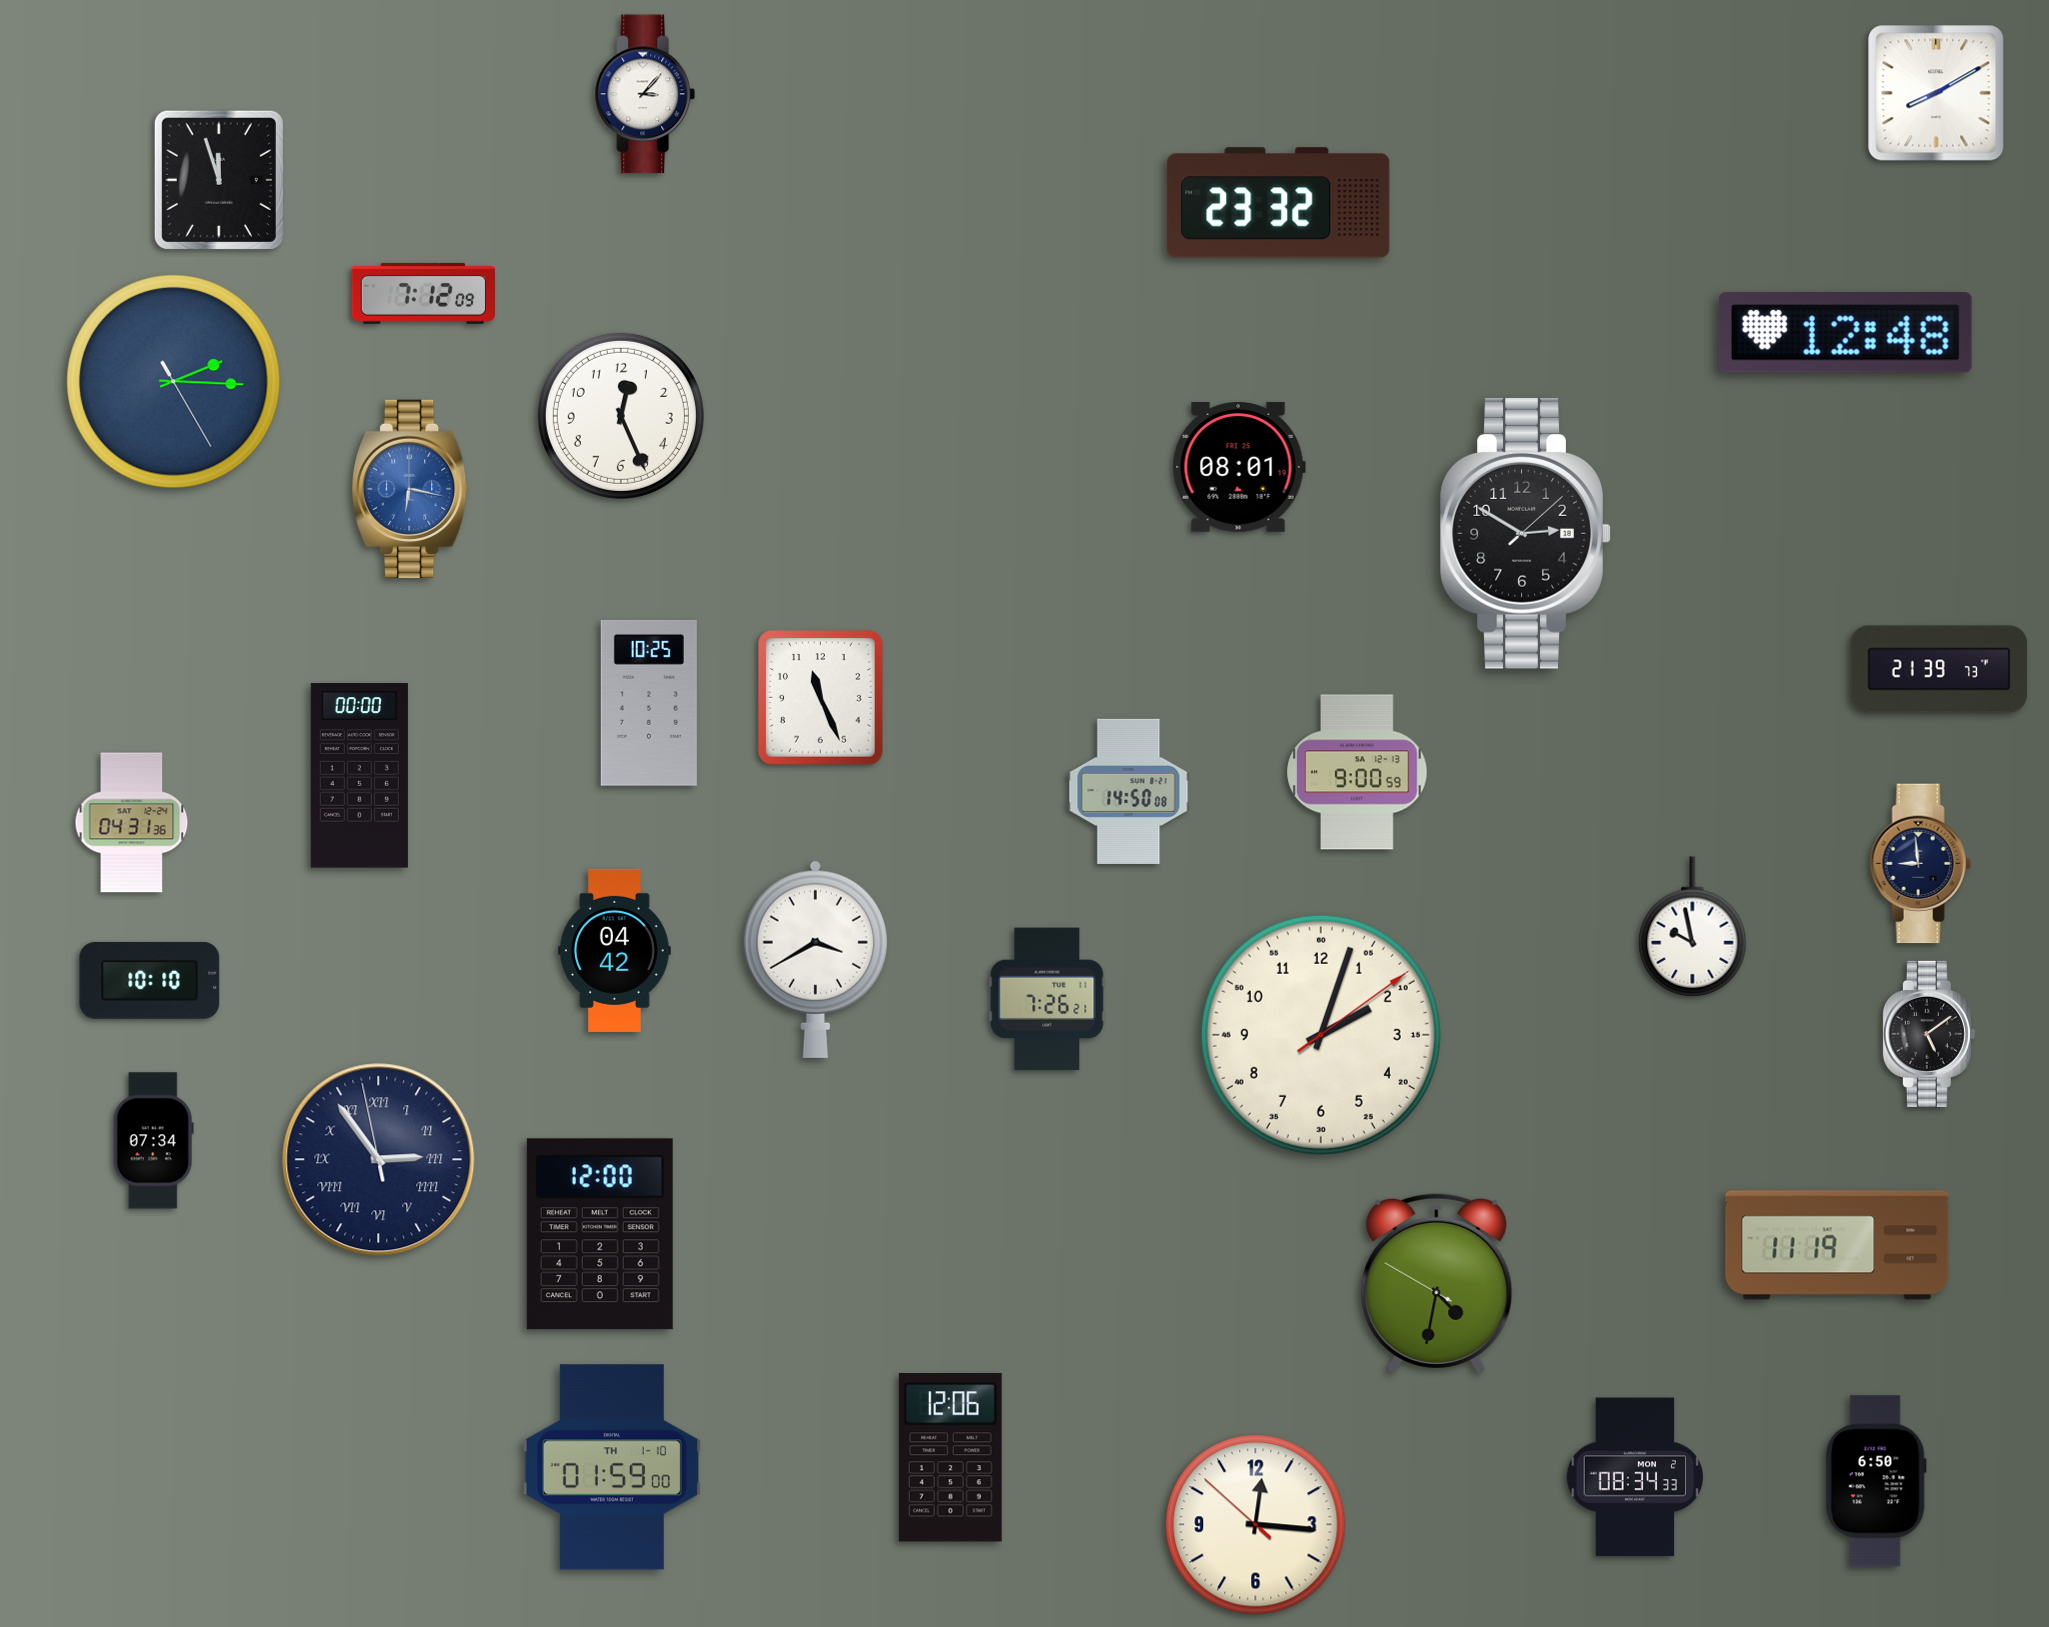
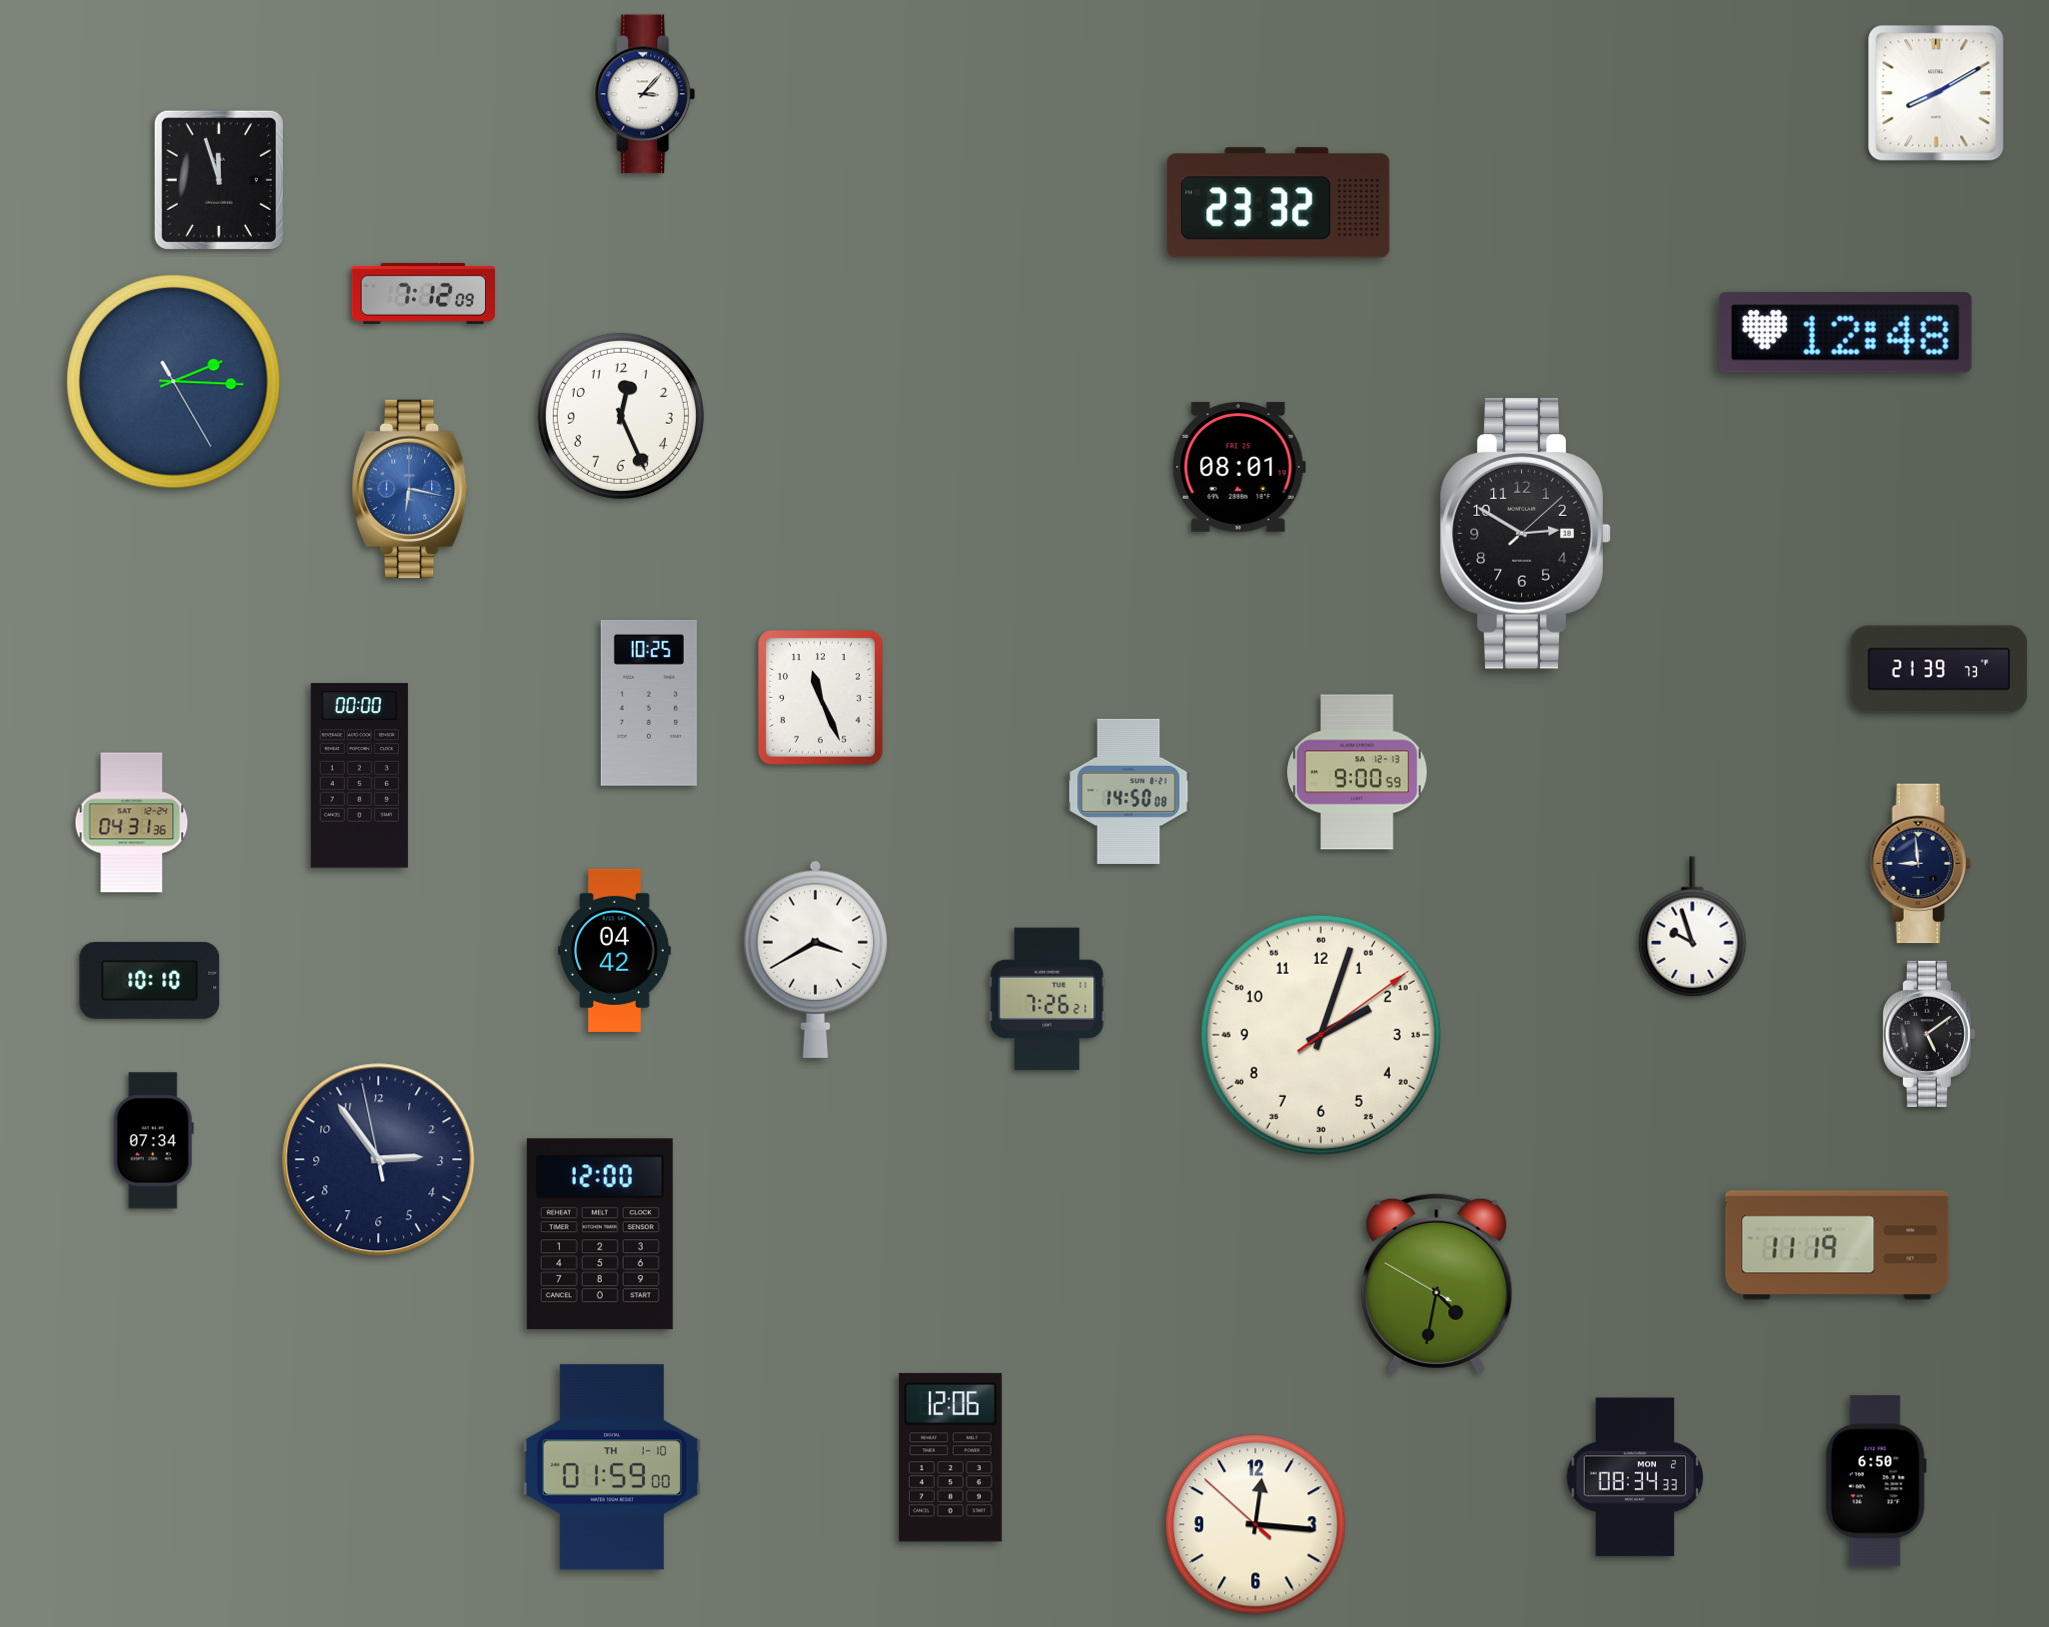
clock at (1693, 927): 9:58 -> 9:57
clock at (379, 1160) numerals: Roman -> Arabic
